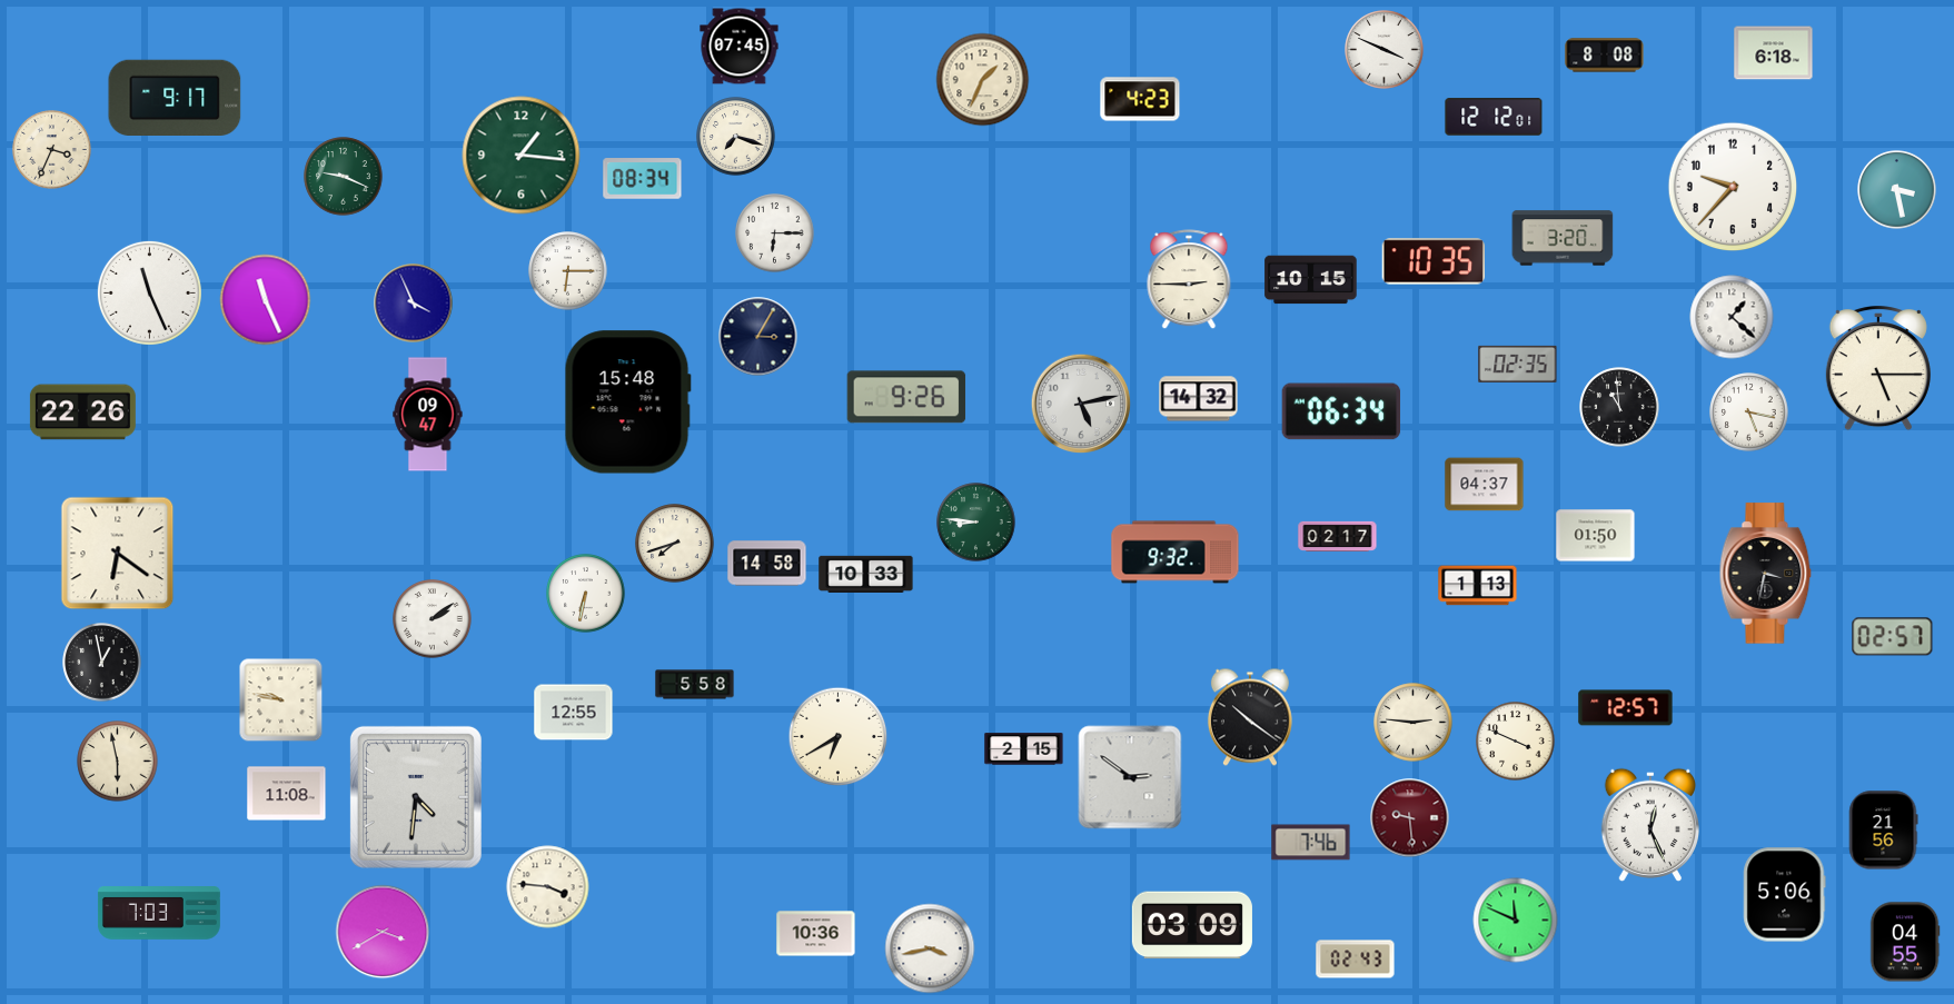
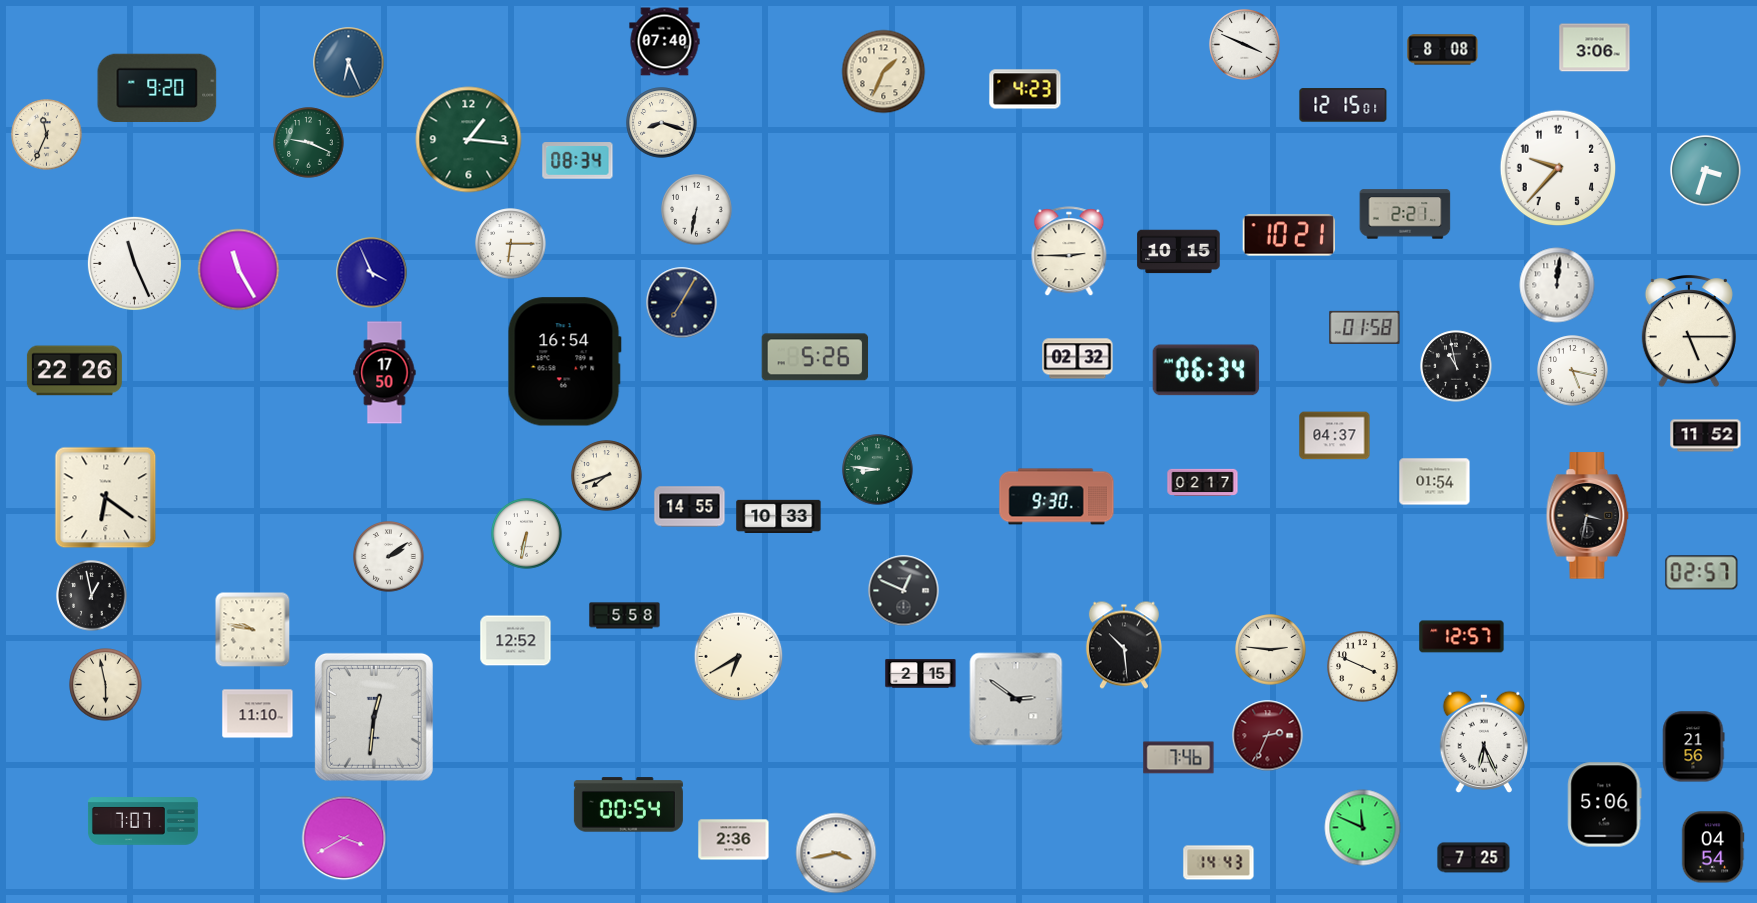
clock at (740, 47): 07:45 -> 07:40
clock at (1774, 53): 6:18 -> 3:06
clock at (349, 63): none -> 6:26
clock at (175, 97): 9:17 -> 9:20
clock at (1494, 117): 12:12 -> 12:15
clock at (736, 137): 7:18 -> 8:18
clock at (52, 150): 3:34 -> 11:34
clock at (344, 177) position: (344, 177) -> (309, 143)
clock at (1897, 190): 3:28 -> 3:33
clock at (775, 233): 6:15 -> 6:32
clock at (1563, 238): 3:20 -> 2:21
clock at (1434, 261): 10:35 -> 10:21
clock at (266, 300): 11:26 -> 11:25
clock at (1732, 317): 1:22 -> 12:01
clock at (758, 337): 3:05 -> 7:05
clock at (1518, 364): 02:35 -> 01:58
clock at (906, 397): 9:26 -> 5:26
clock at (1199, 399): 14:32 -> 02:32
clock at (627, 402): 15:48 -> 16:54
clock at (1081, 404): 5:13 -> none
clock at (1619, 407): 10:59 -> 10:58
clock at (428, 415): 09:47 -> 17:50
clock at (1706, 436): none -> 11:52
clock at (1596, 536): 01:50 -> 01:54
clock at (675, 544) position: (675, 544) -> (607, 476)
clock at (1176, 553): 9:32 -> 9:30
clock at (767, 564): 14:58 -> 14:55
clock at (1478, 586): 1:13 -> none
clock at (904, 591): none -> 12:49
clock at (574, 713): 12:55 -> 12:52
clock at (1250, 717): 10:21 -> 10:29
clock at (839, 737) position: (839, 737) -> (739, 657)
clock at (287, 794): 11:08 -> 11:10
clock at (416, 797): 4:31 -> 12:31
clock at (1410, 818): 9:29 -> 2:34
clock at (1649, 825): 12:26 -> 6:26
clock at (548, 887): 3:46 -> none
clock at (628, 805): none -> 00:54
clock at (159, 913): 7:03 -> 7:07
clock at (1192, 925): 03:09 -> none
clock at (816, 934): 10:36 -> 2:36
clock at (1905, 942): 04:55 -> 04:54
clock at (1474, 858): none -> 7:25
clock at (1356, 960): 02:43 -> 14:43
